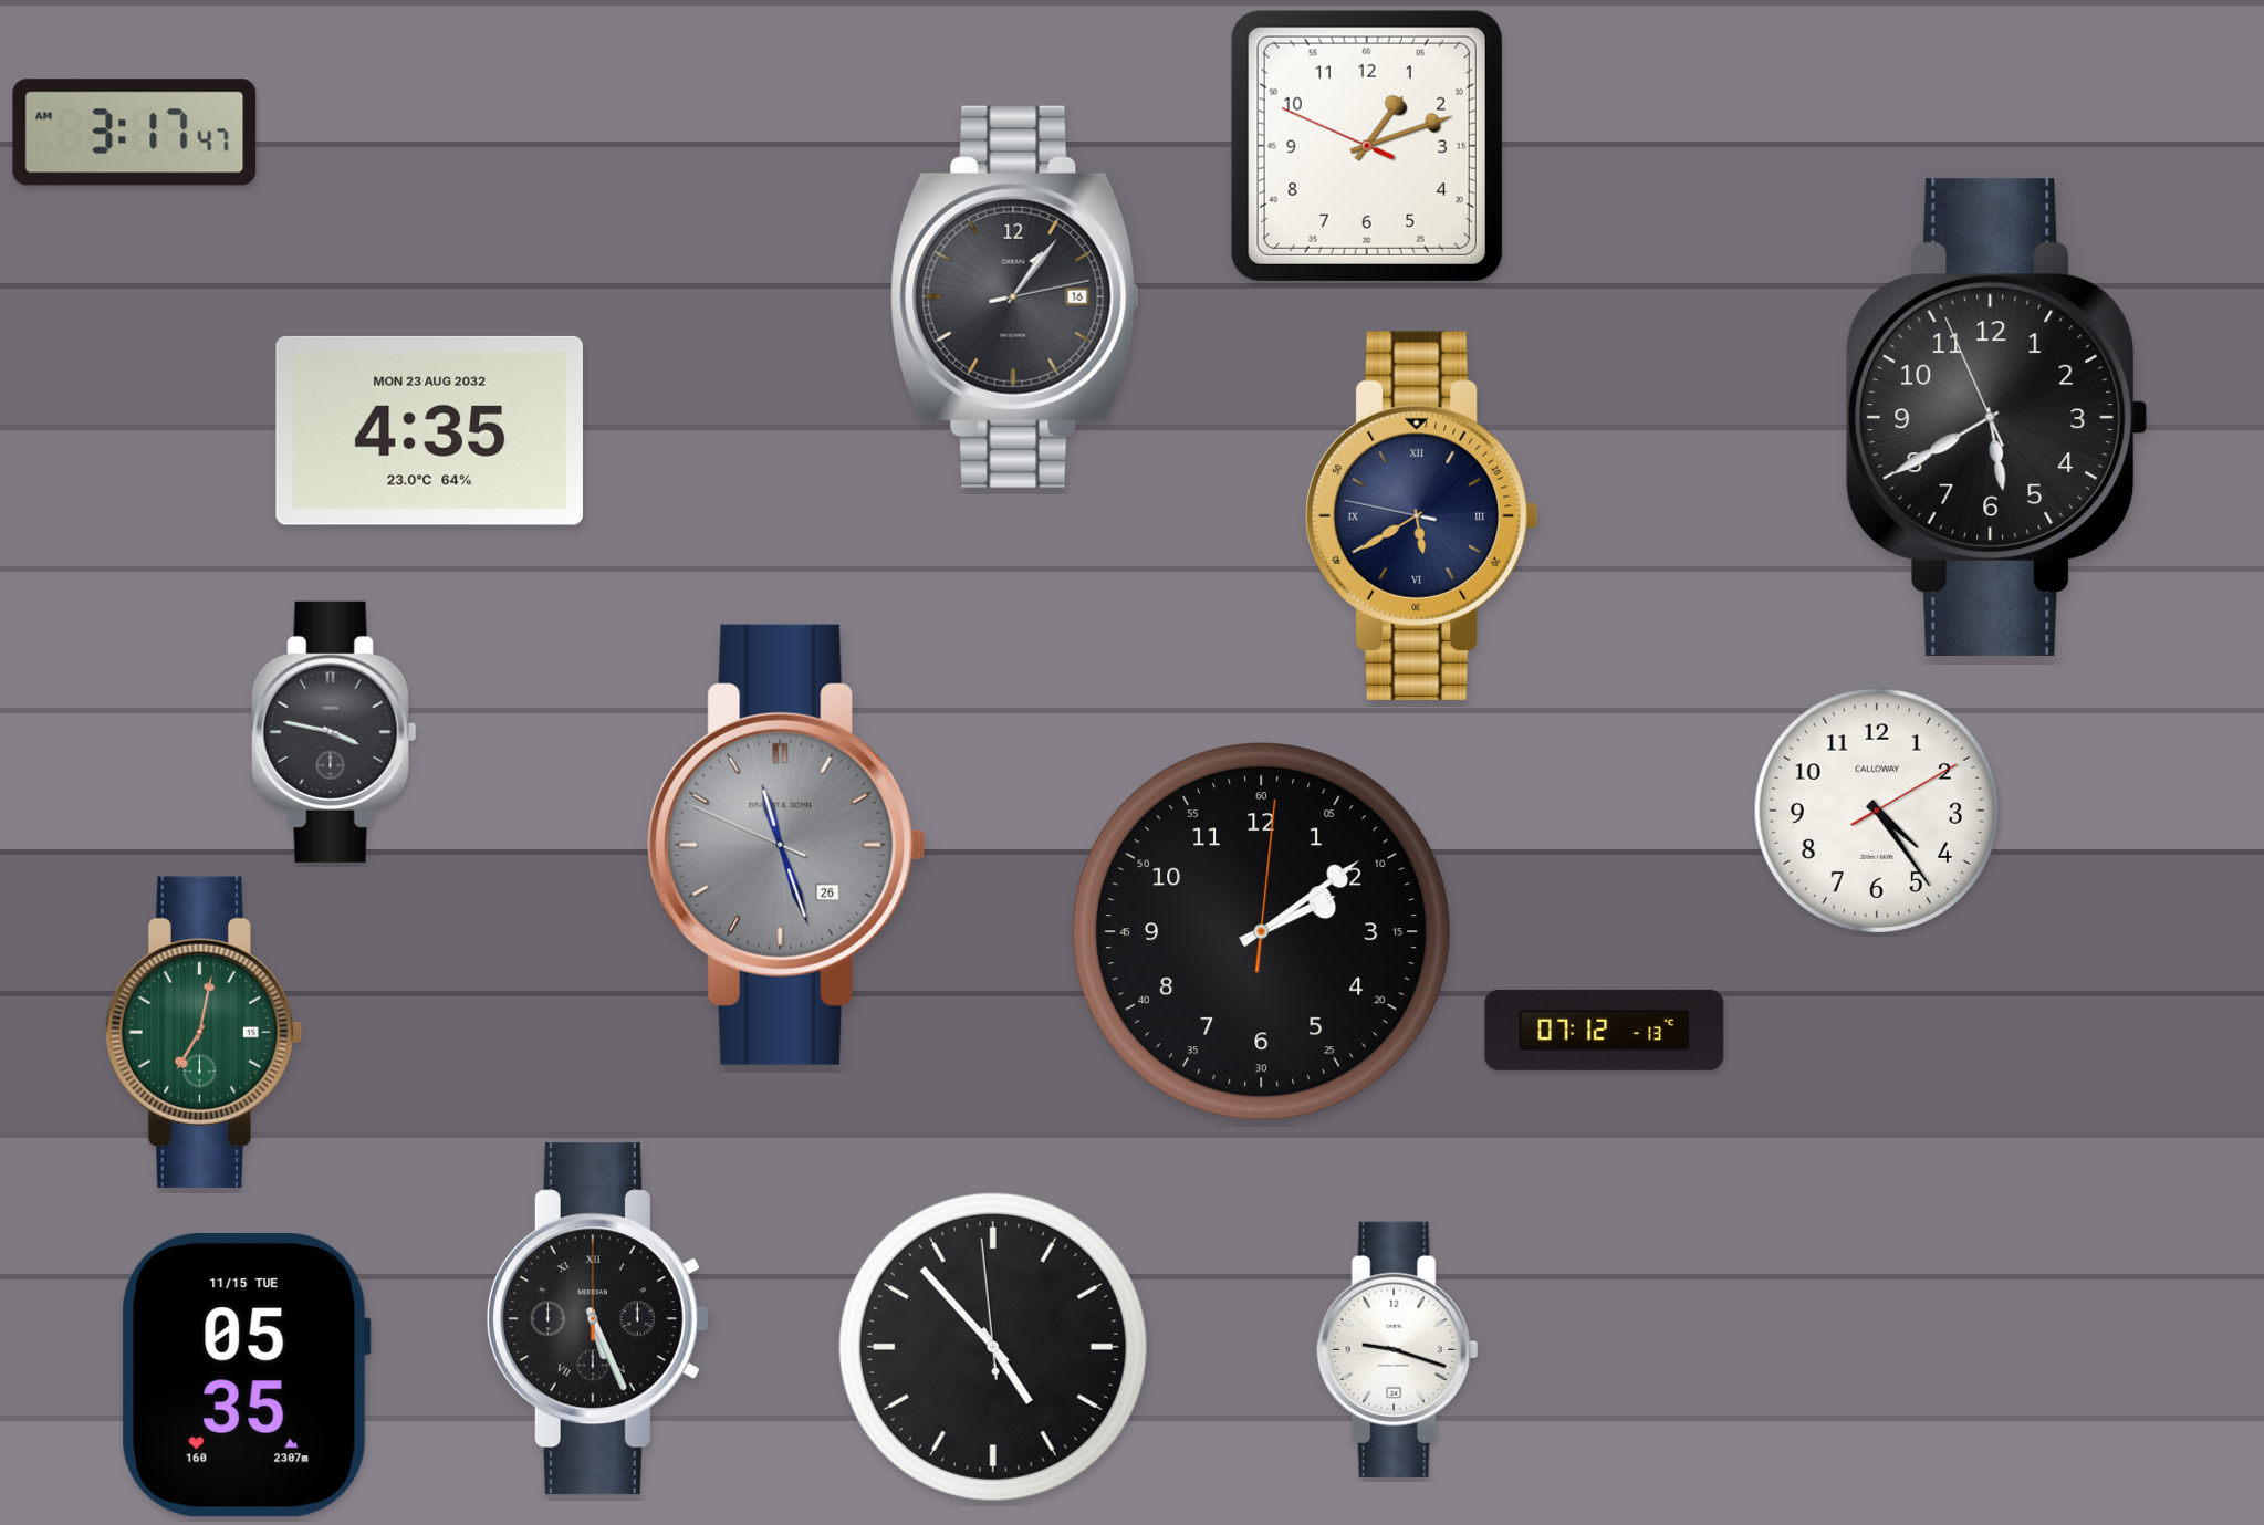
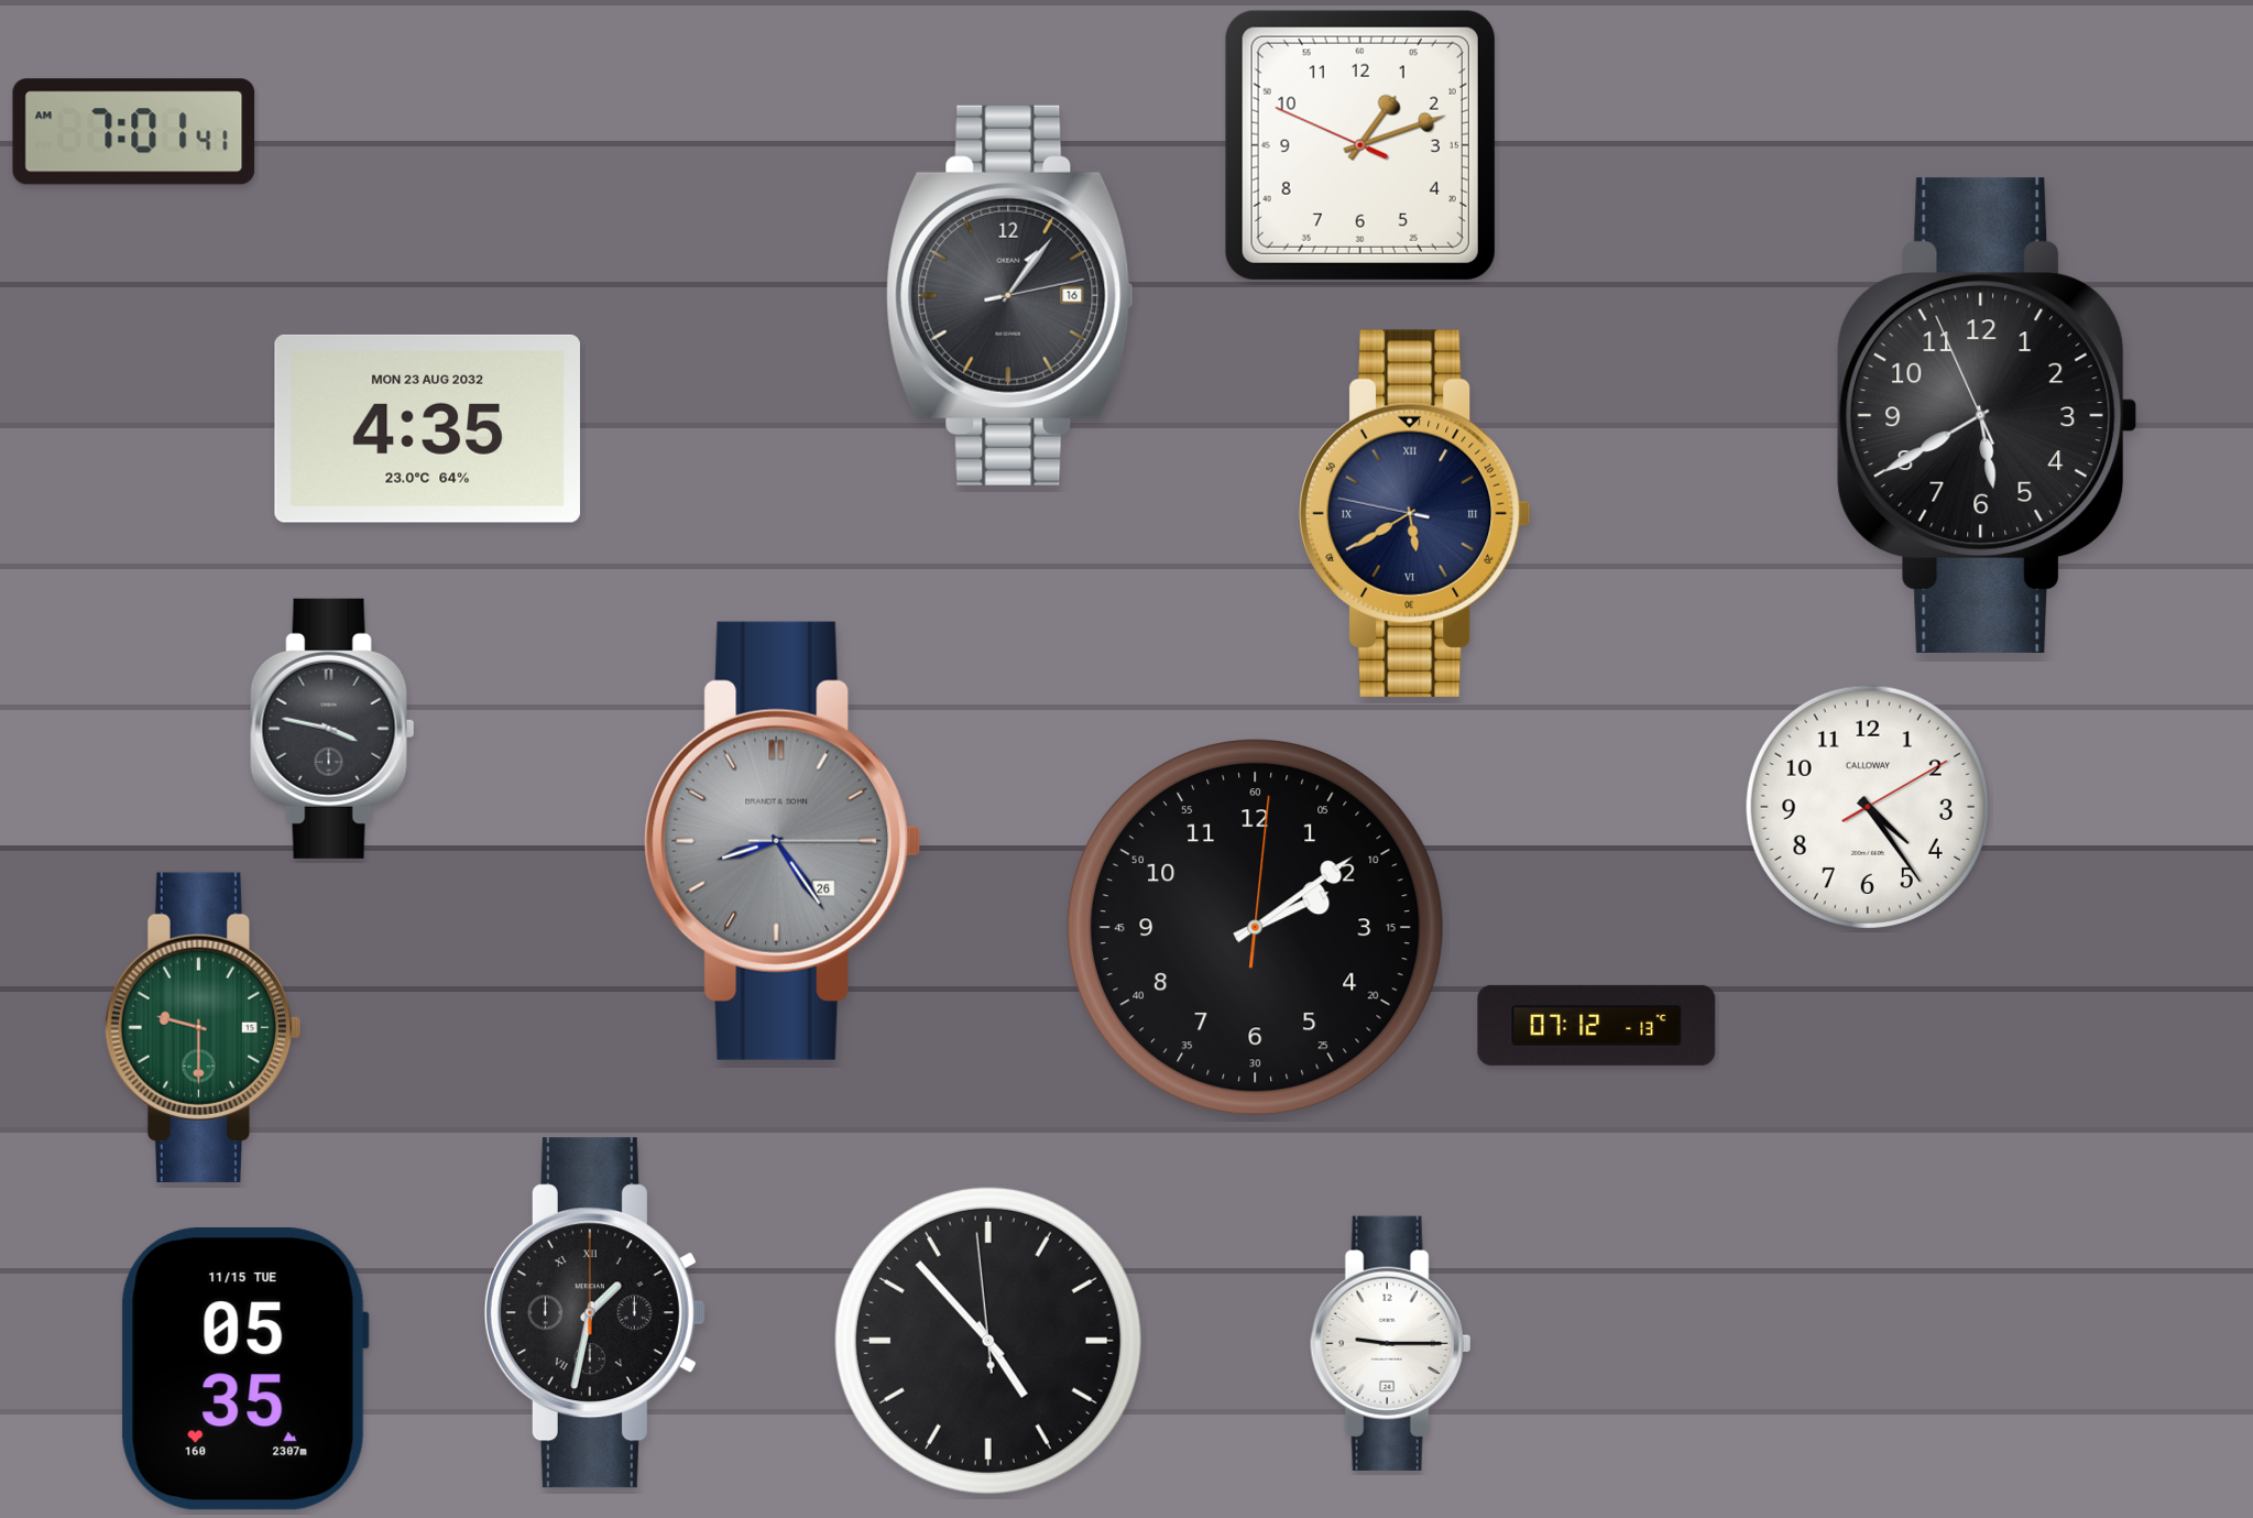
clock at (135, 133): 3:17 -> 7:01
clock at (786, 845): 11:26 -> 8:24
clock at (202, 1032): 7:02 -> 9:30
clock at (597, 1319): 5:26 -> 1:32
clock at (1398, 1349): 9:18 -> 9:15
